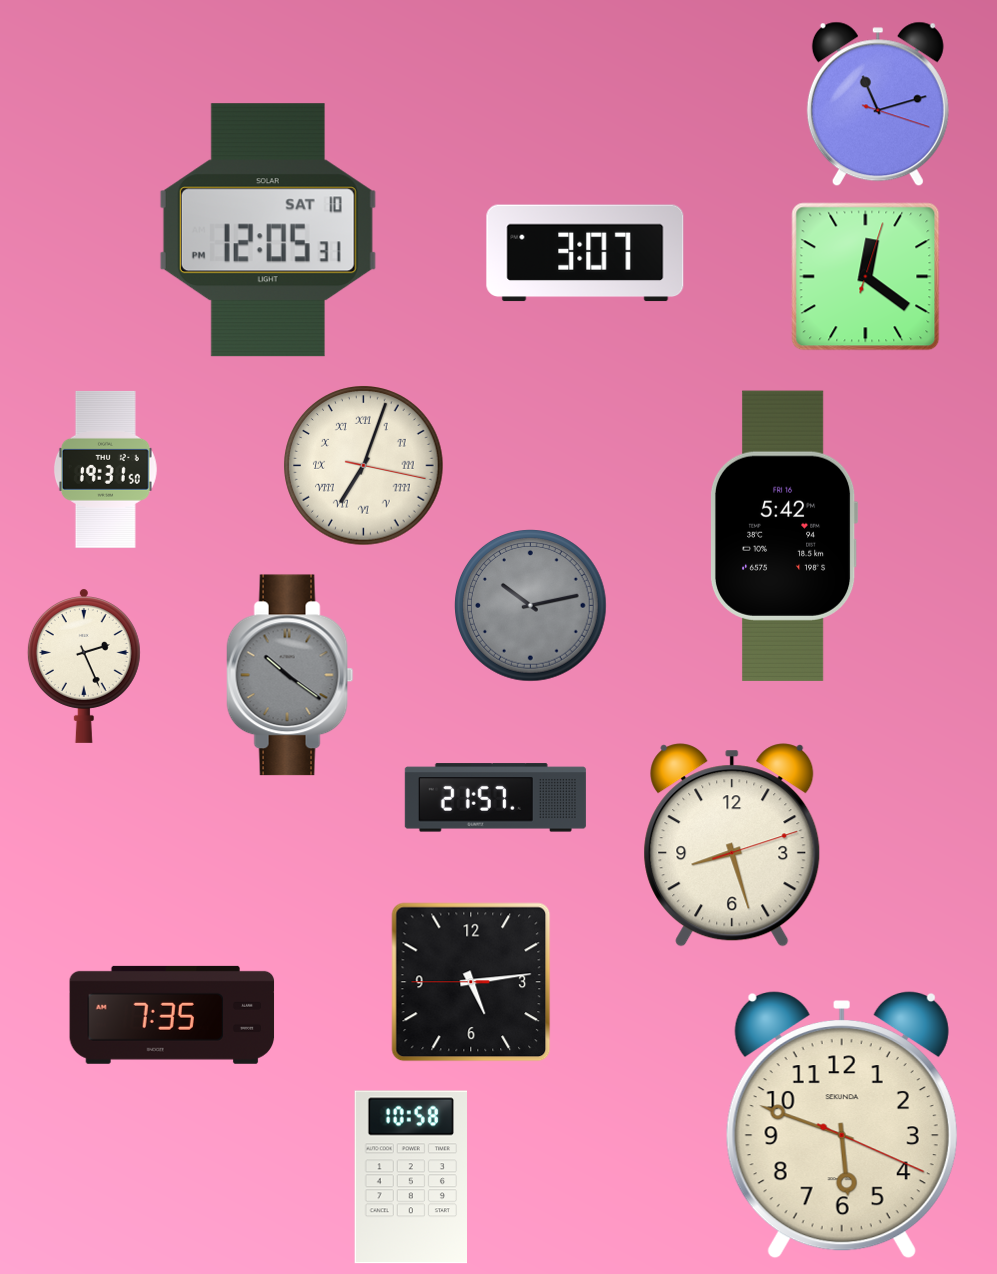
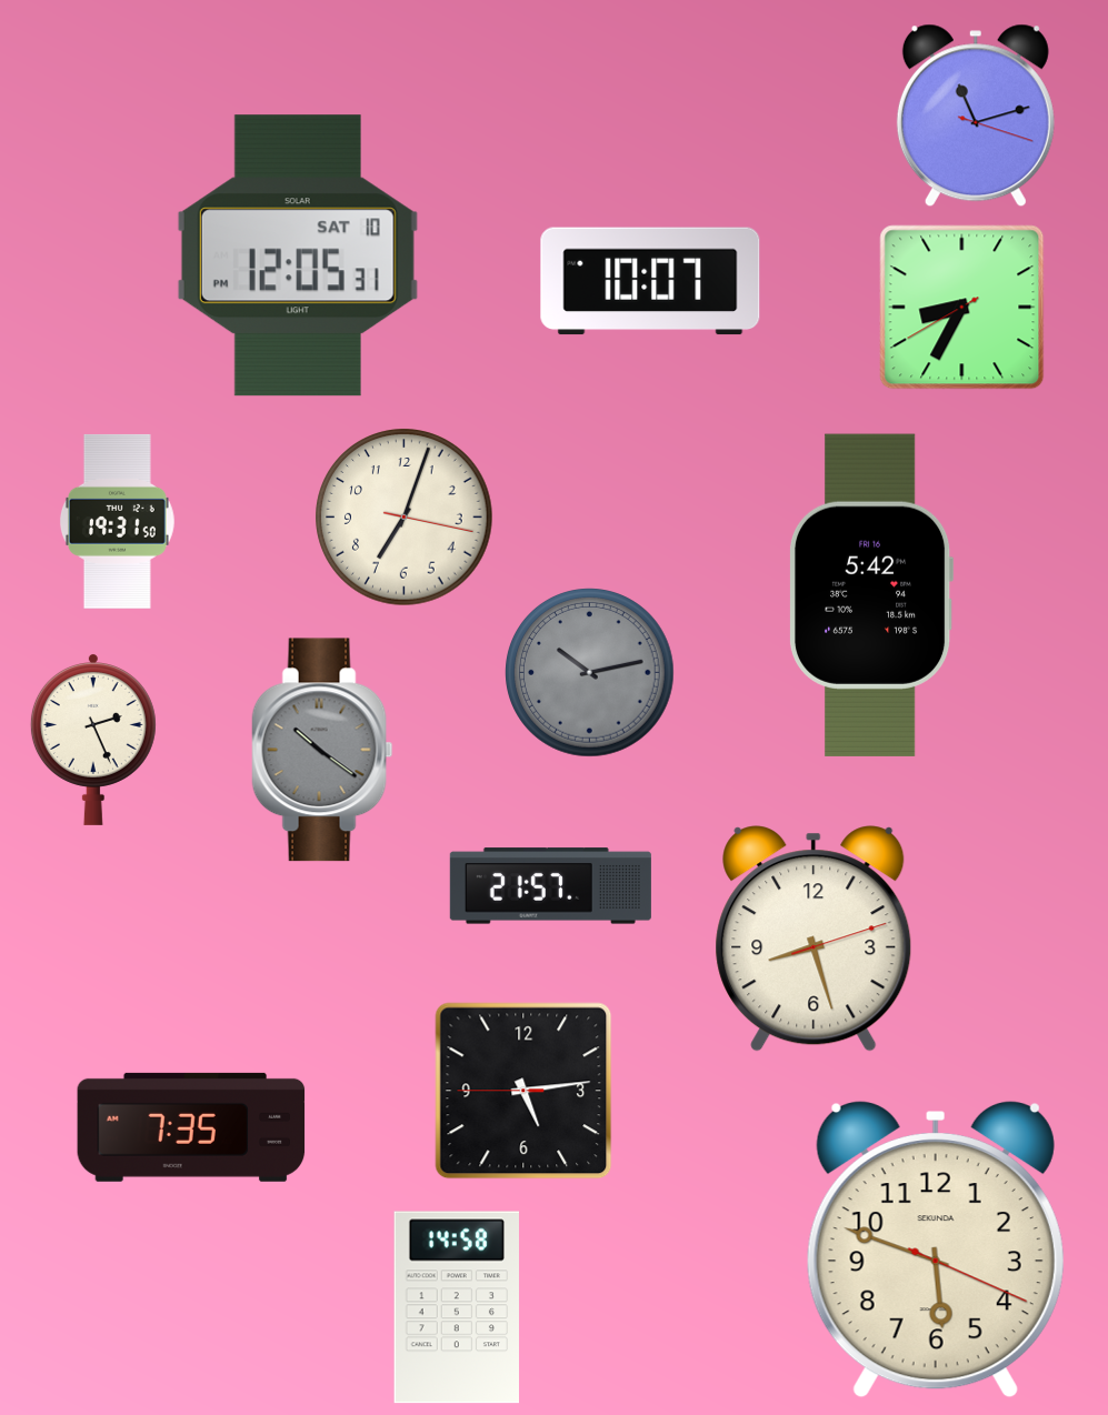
clock at (585, 253): 3:07 -> 10:07
clock at (866, 277): 12:21 -> 8:34
clock at (364, 466) numerals: Roman -> Arabic
clock at (410, 1177): 10:58 -> 14:58
